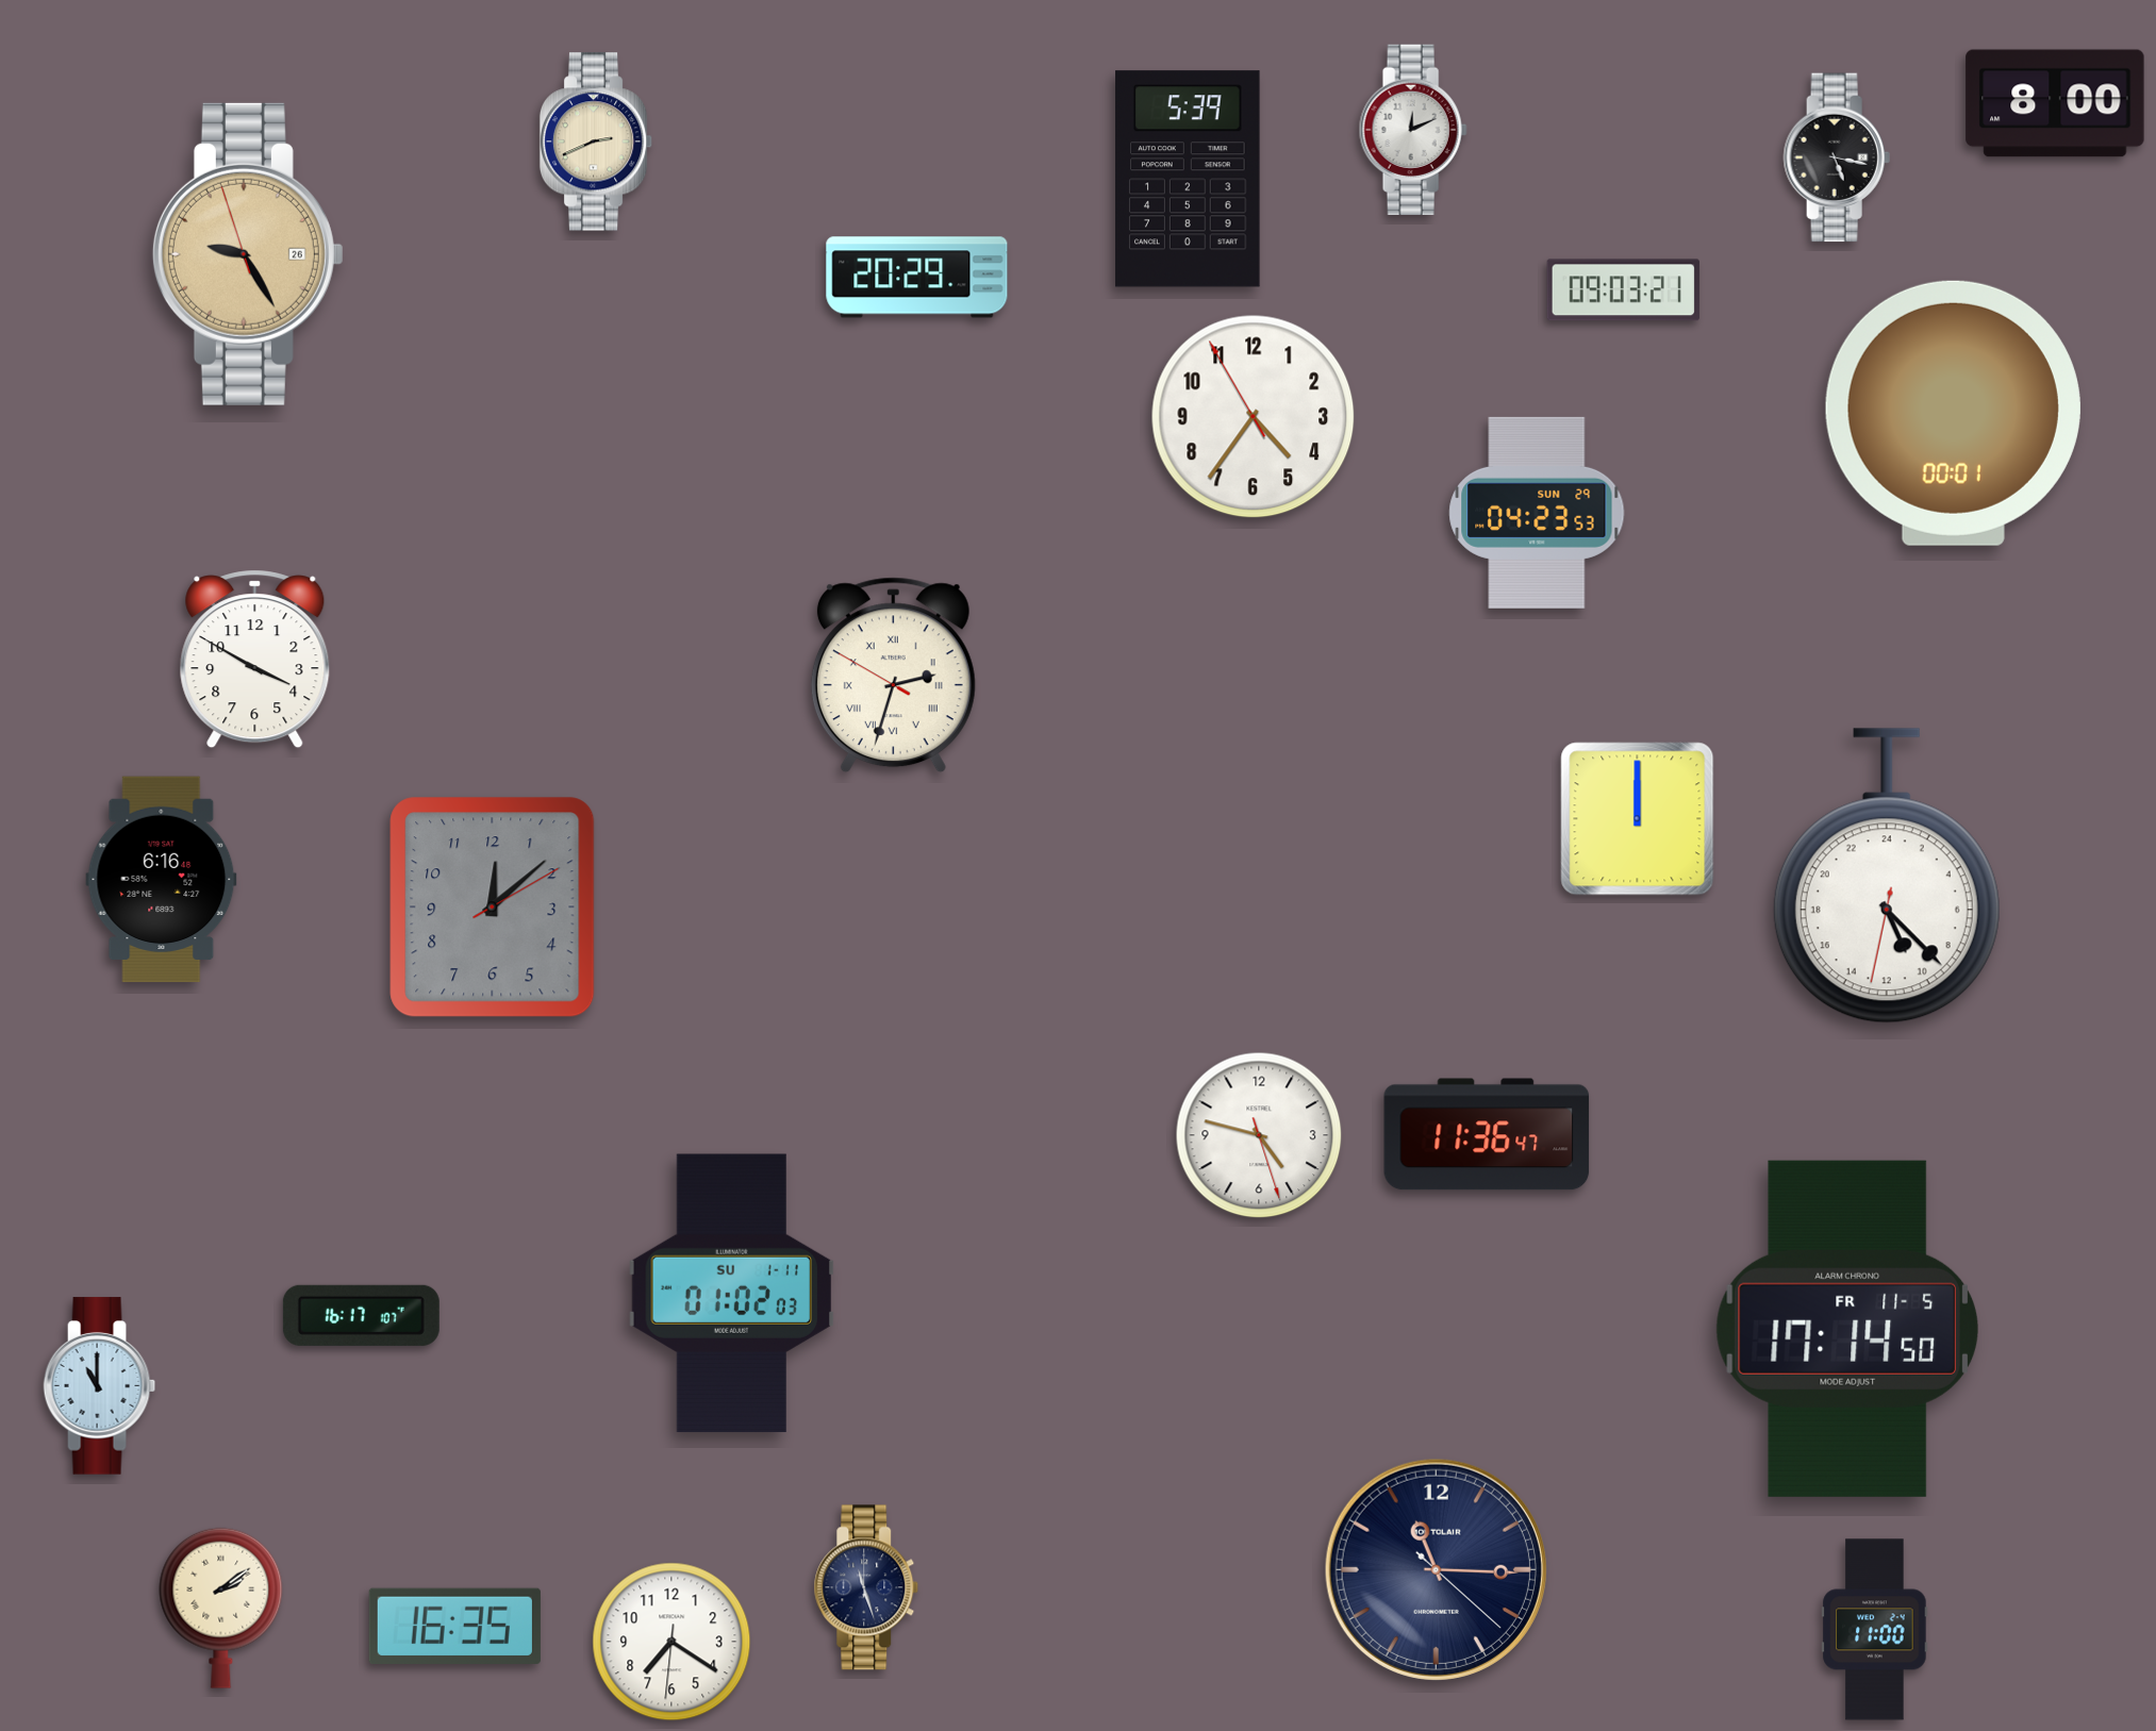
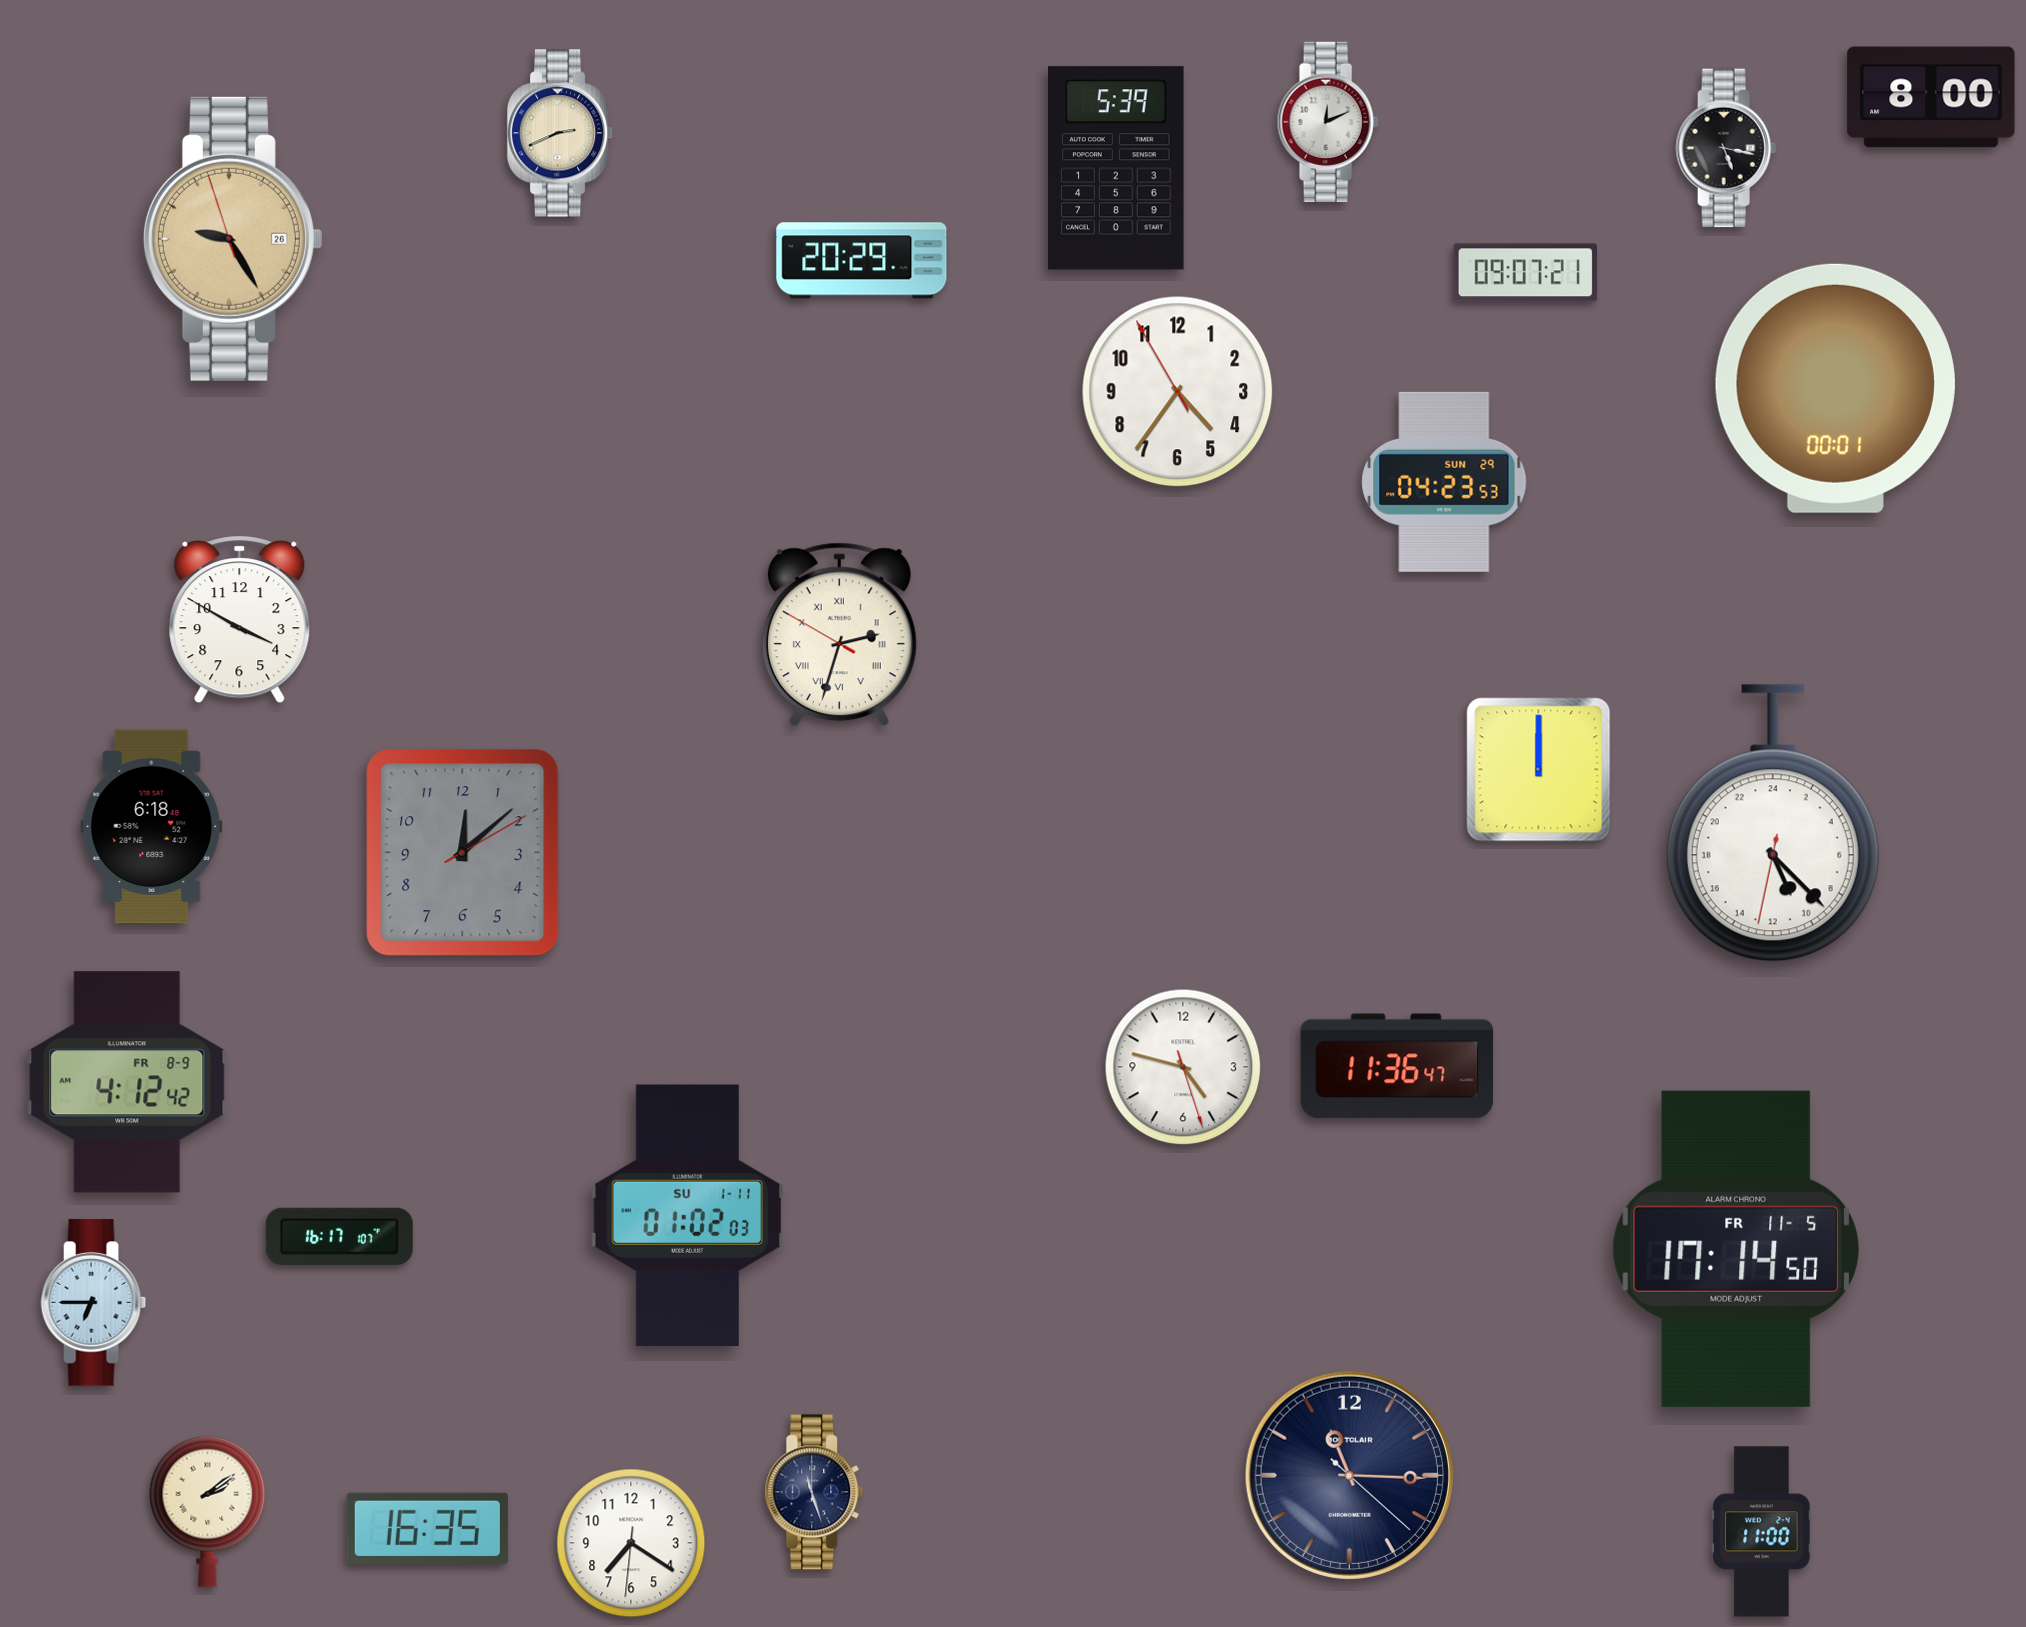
clock at (1623, 290): 09:03 -> 09:07
clock at (162, 880): 6:16 -> 6:18
clock at (127, 1082): none -> 4:12
clock at (100, 1386): 11:00 -> 6:45
